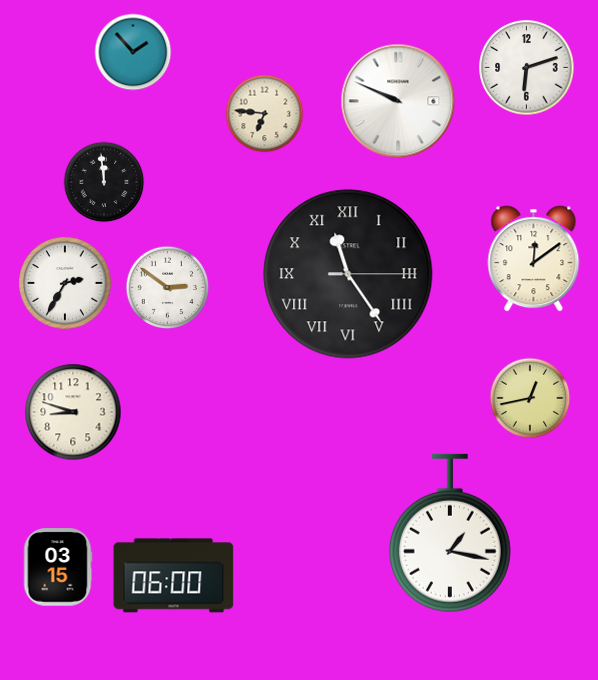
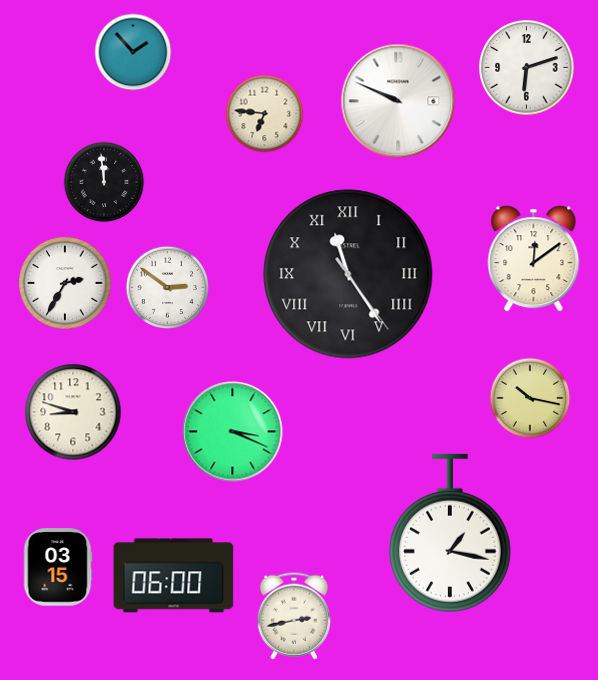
clock at (348, 274): 11:24:15 -> 11:24:24
clock at (530, 398): 12:43 -> 10:17
clock at (233, 432): none -> 3:19
clock at (293, 616): none -> 2:43
